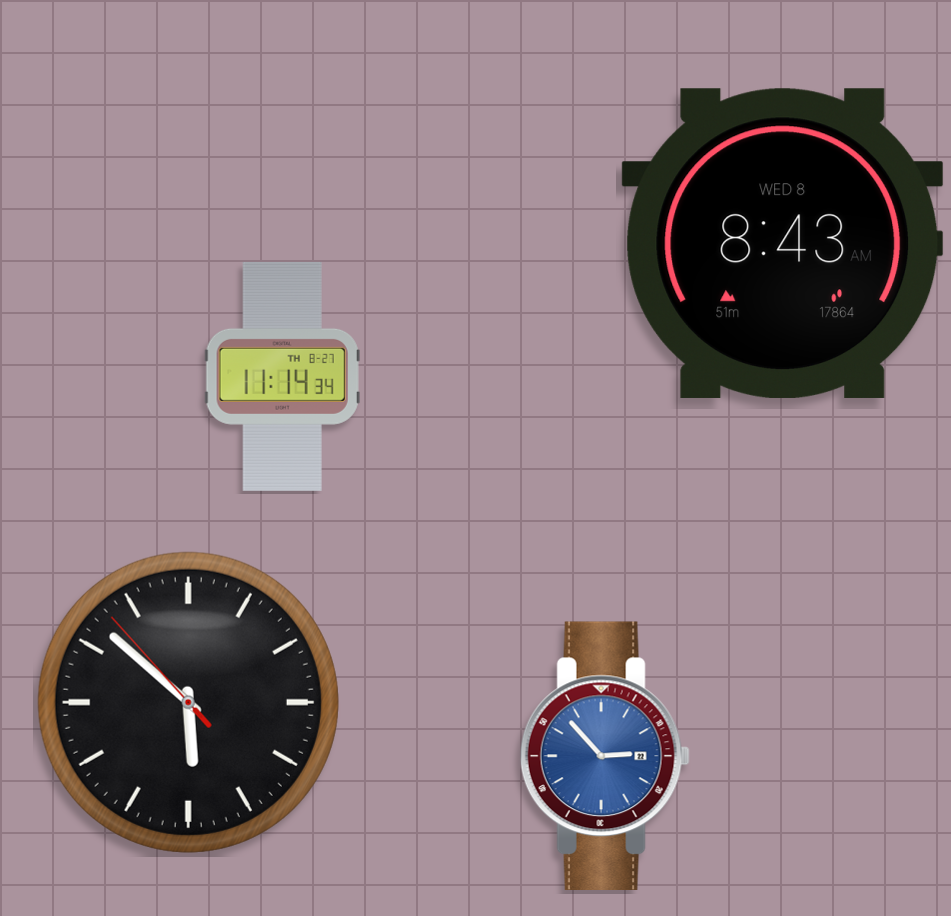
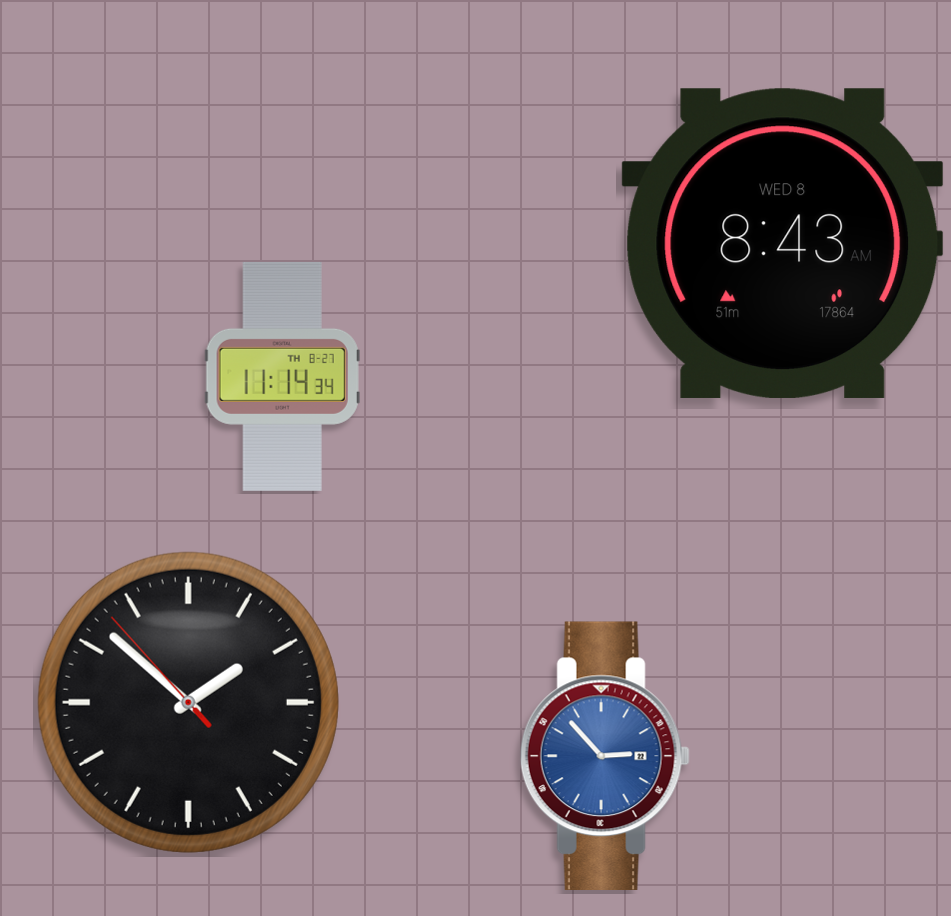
clock at (188, 702): 5:51 -> 1:51
